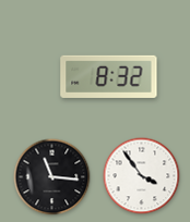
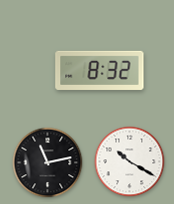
clock at (142, 176): 3:54 -> 10:20
clock at (52, 177): 11:16 -> 11:13
